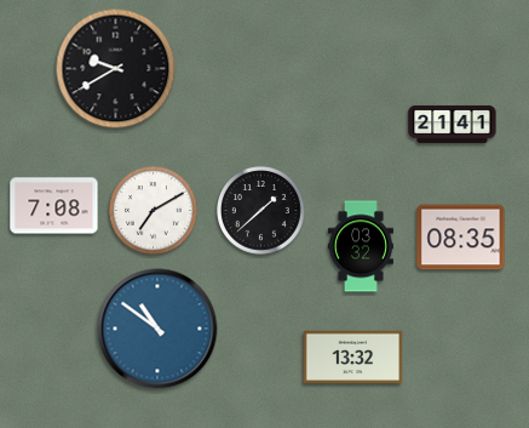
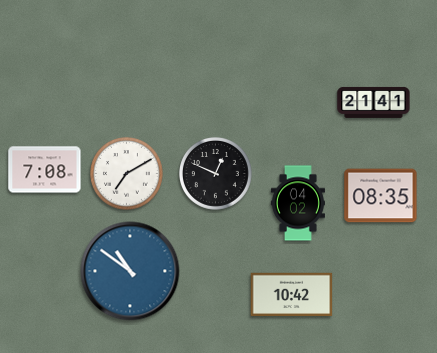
clock at (116, 69): 9:40 -> none
clock at (261, 211): 1:38 -> 12:49
clock at (361, 246): 03:32 -> 04:02
clock at (353, 358): 13:32 -> 10:42
